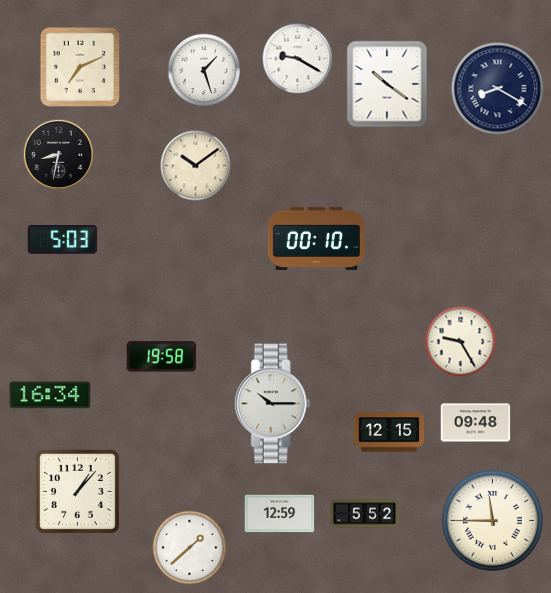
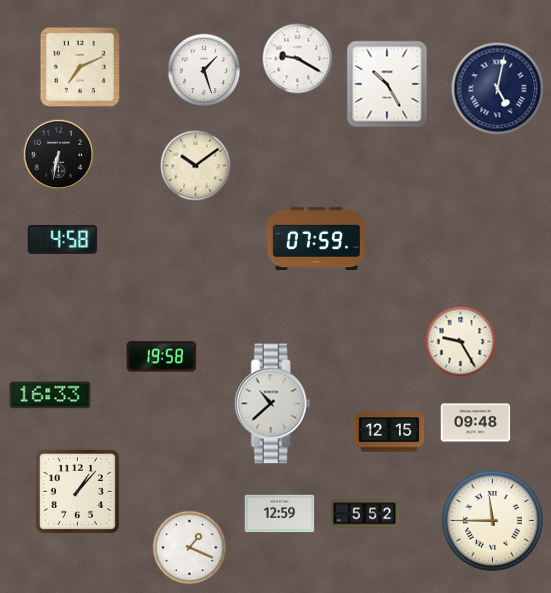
clock at (387, 84): 10:21 -> 10:25
clock at (498, 89): 8:20 -> 5:02
clock at (59, 155): 8:32 -> 6:32
clock at (316, 238): 00:10 -> 07:59
clock at (63, 239): 5:03 -> 4:58
clock at (50, 395): 16:34 -> 16:33
clock at (272, 404): 10:15 -> 10:38
clock at (190, 548): 1:38 -> 1:19
